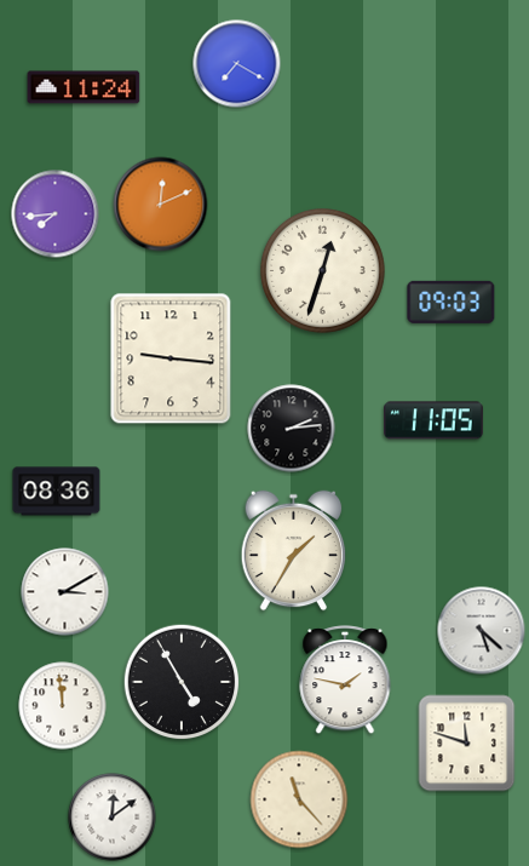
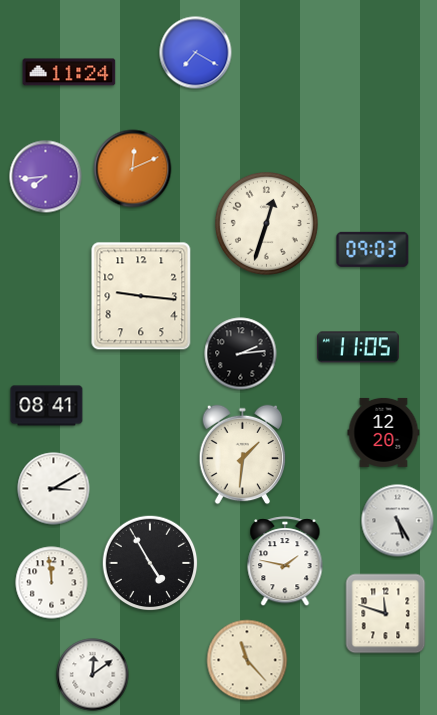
clock at (57, 492): 08:36 -> 08:41
clock at (384, 432): none -> 12:20
clock at (294, 551): 1:35 -> 1:31
clock at (482, 631): 5:22 -> 5:25
